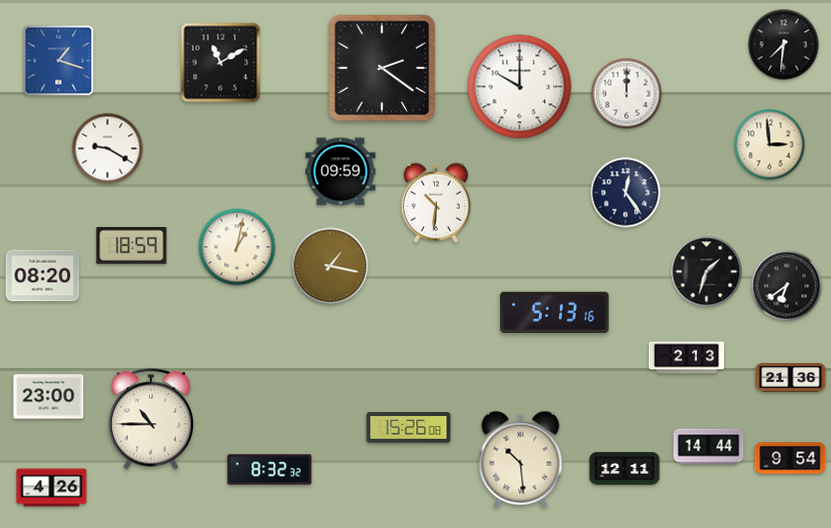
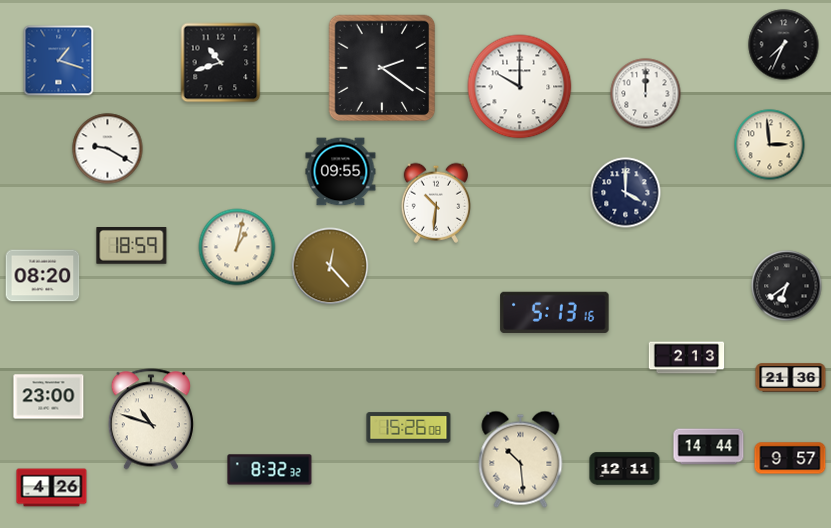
clock at (784, 45): 7:31 -> 7:34
clock at (221, 63): 11:10 -> 10:42
clock at (627, 94) position: (627, 94) -> (646, 94)
clock at (341, 172): 09:59 -> 09:55
clock at (626, 193): 12:24 -> 4:00
clock at (330, 266): 1:17 -> 12:23
clock at (707, 272): 1:33 -> none
clock at (151, 419): 10:45 -> 10:48
clock at (790, 458): 9:54 -> 9:57
